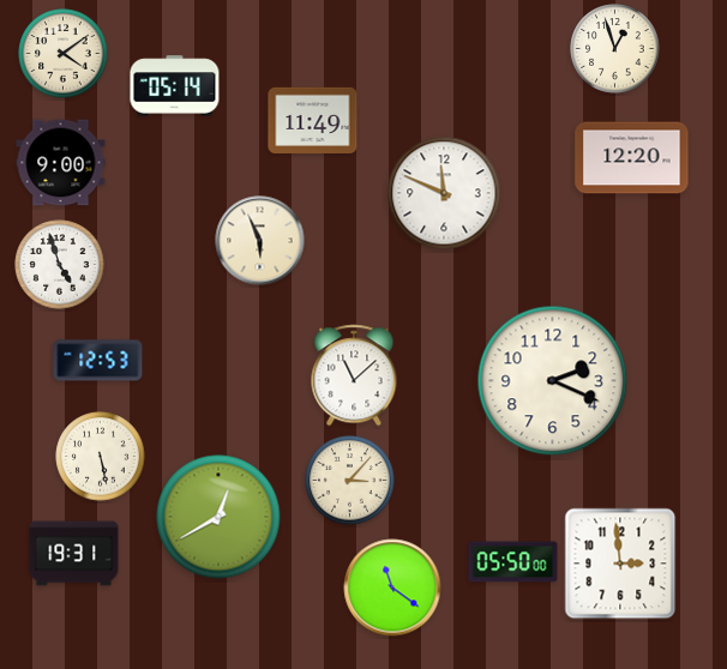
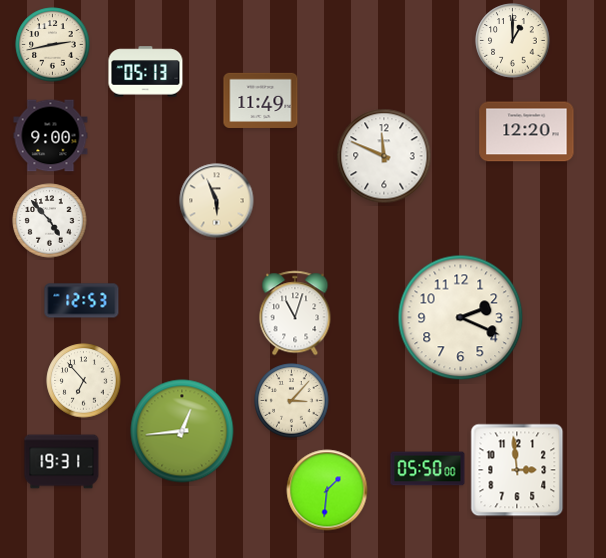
clock at (615, 49): 12:57 -> 1:00
clock at (64, 54): 4:09 -> 2:43
clock at (175, 86): 05:14 -> 05:13
clock at (444, 193) position: (444, 193) -> (384, 156)
clock at (60, 265): 4:57 -> 4:53
clock at (354, 375): 11:08 -> 11:03
clock at (101, 457): 5:28 -> 6:53
clock at (218, 517): 12:40 -> 12:44
clock at (392, 587): 11:21 -> 1:31
